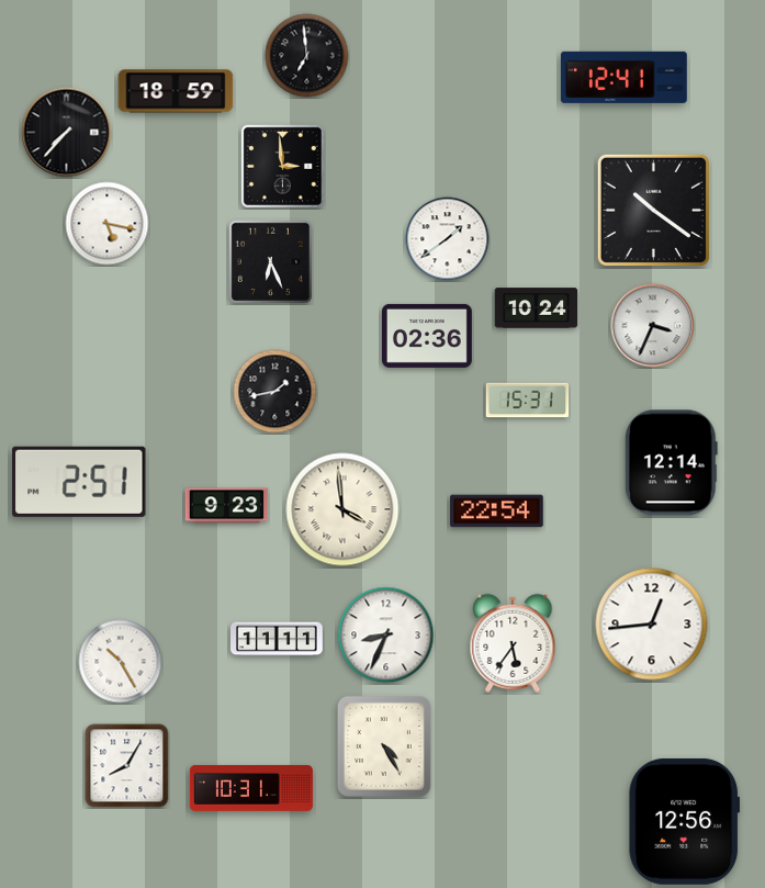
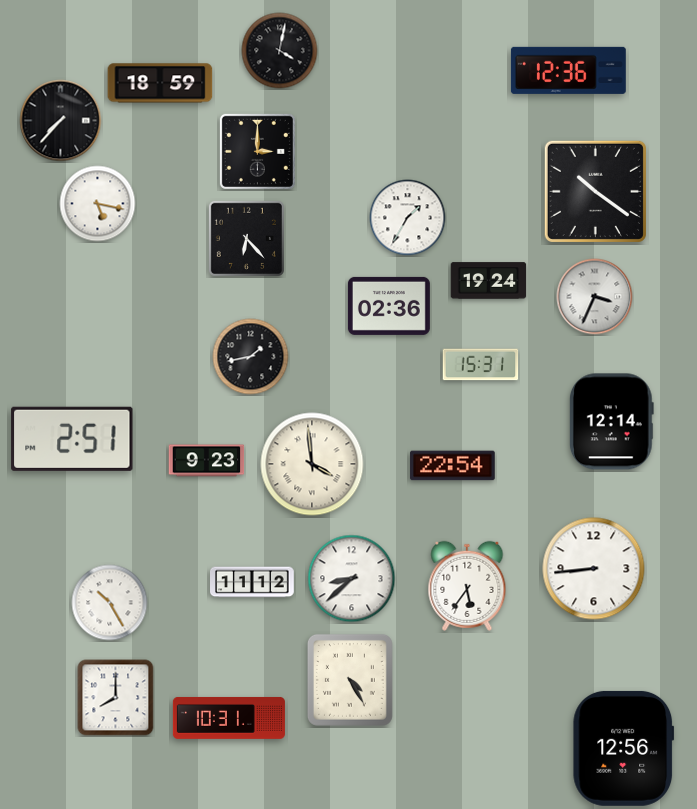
clock at (307, 56): 6:59 -> 4:02
clock at (623, 77): 12:41 -> 12:36
clock at (282, 166): 2:59 -> 3:00
clock at (448, 239): 1:39 -> 1:35
clock at (270, 261): 6:26 -> 6:23
clock at (537, 308): 10:24 -> 19:24
clock at (652, 625): 12:44 -> 8:44
clock at (386, 636): 8:34 -> 8:38
clock at (277, 639): 11:11 -> 11:12
clock at (127, 766): 8:05 -> 8:00
